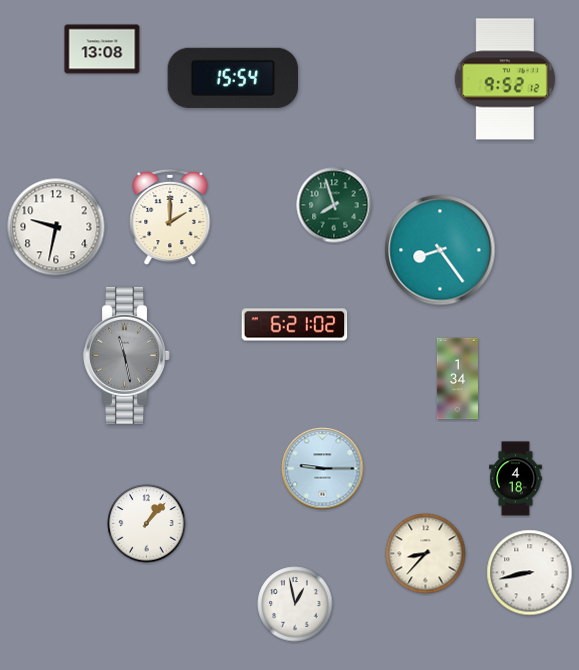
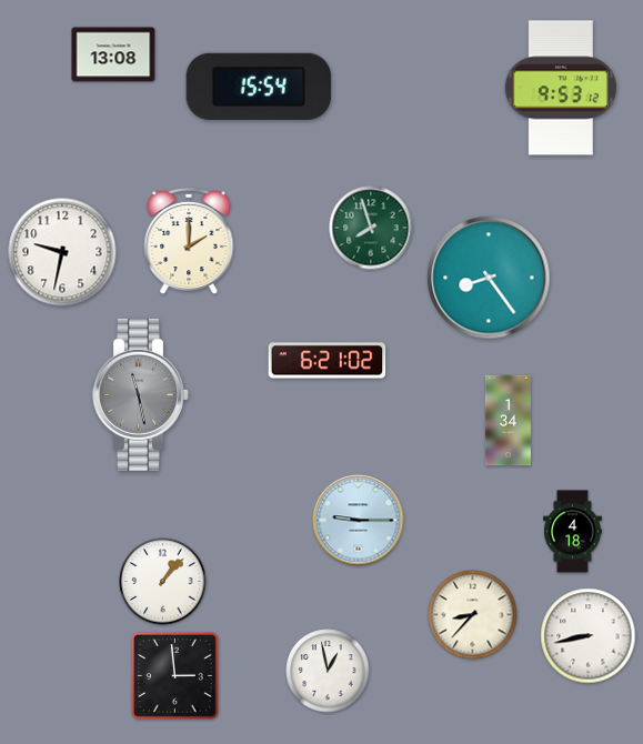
clock at (505, 79): 9:52 -> 9:53
clock at (175, 676): none -> 2:59
